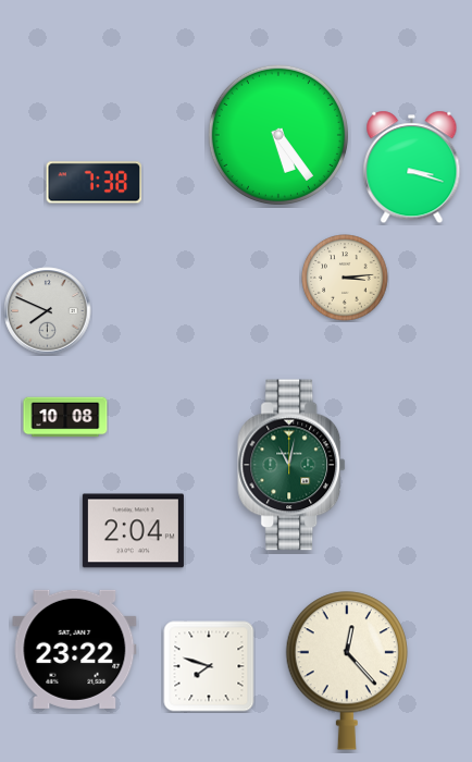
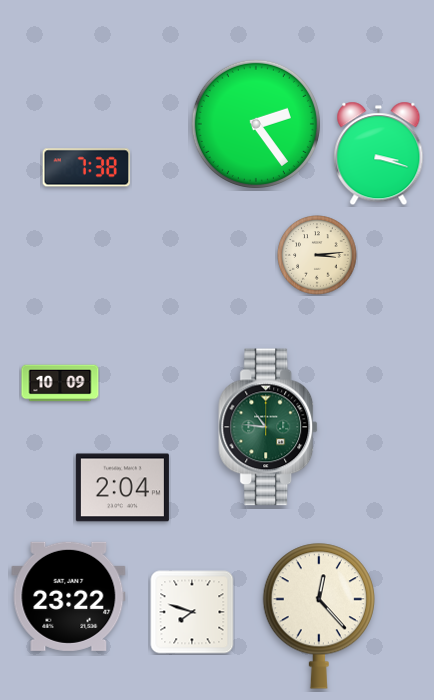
clock at (278, 135): 5:24 -> 2:24
clock at (48, 311): 7:49 -> none
clock at (65, 417): 10:08 -> 10:09
clock at (293, 465): 11:02 -> 10:46
